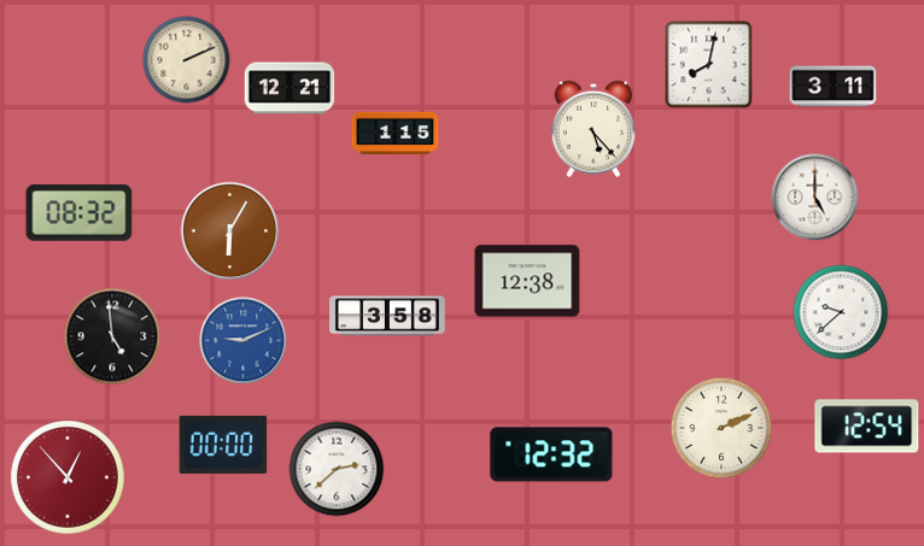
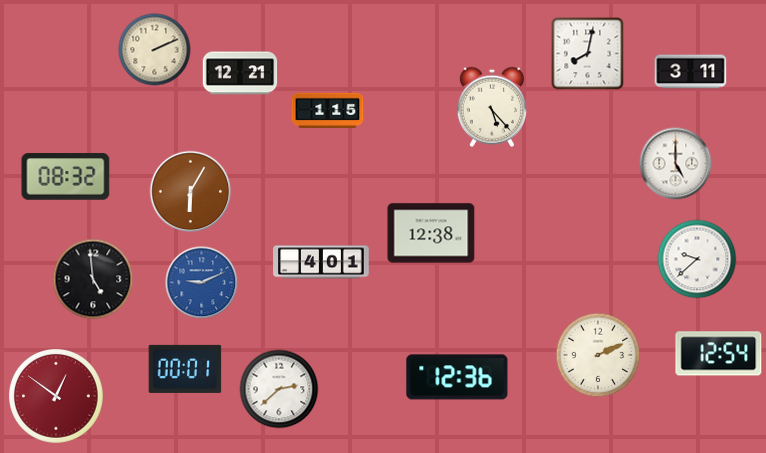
clock at (527, 281) position: (527, 281) -> (431, 233)
clock at (387, 316): 3:58 -> 4:01
clock at (223, 445): 00:00 -> 00:01
clock at (551, 454): 12:32 -> 12:36
clock at (69, 479): 12:53 -> 12:51
